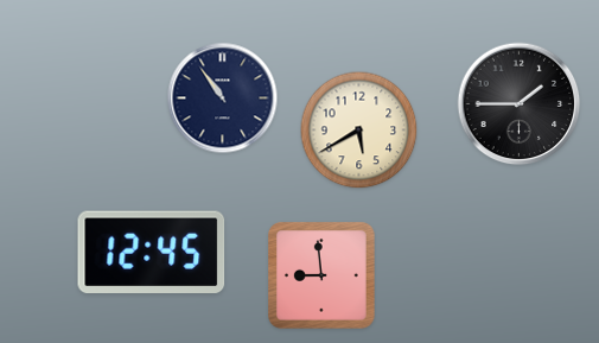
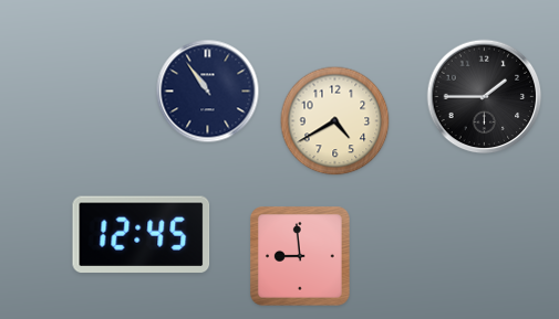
clock at (359, 131): 5:40 -> 4:40
